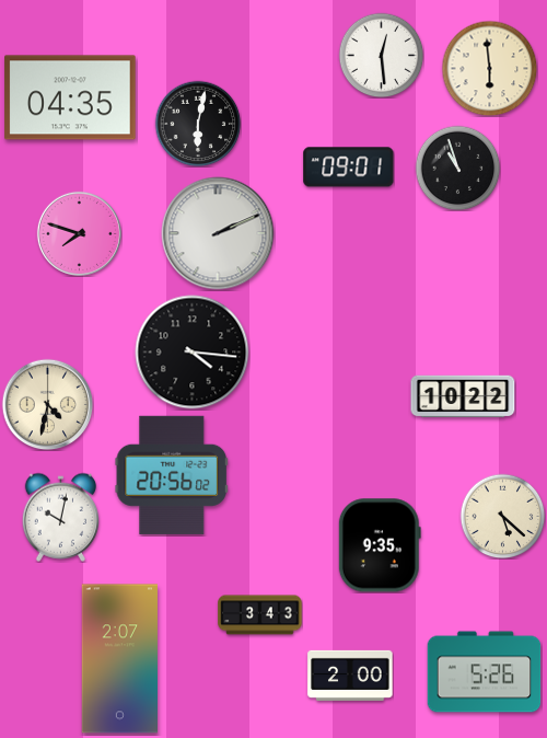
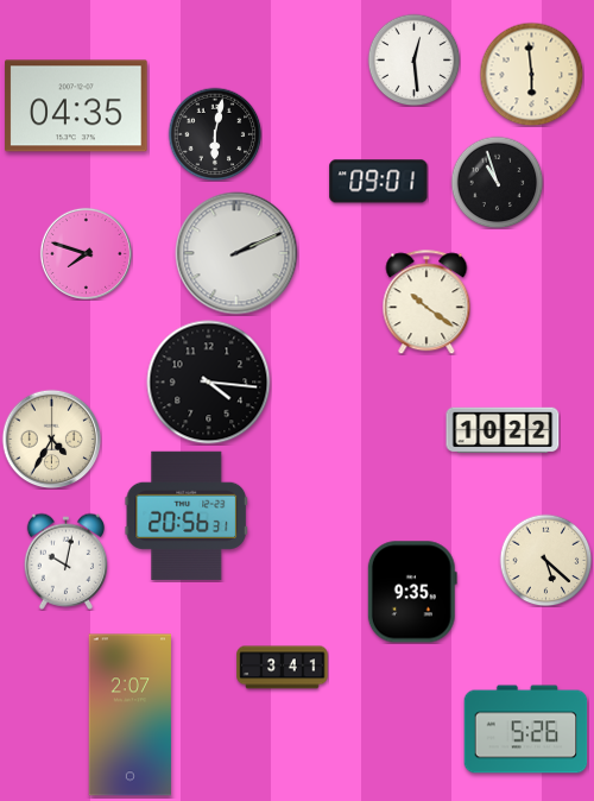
clock at (426, 302): none -> 10:21
clock at (47, 404): 4:32 -> 4:35
clock at (171, 475): 20:56:02 -> 20:56:31
clock at (260, 615): 3:43 -> 3:41
clock at (350, 676): 2:00 -> none
